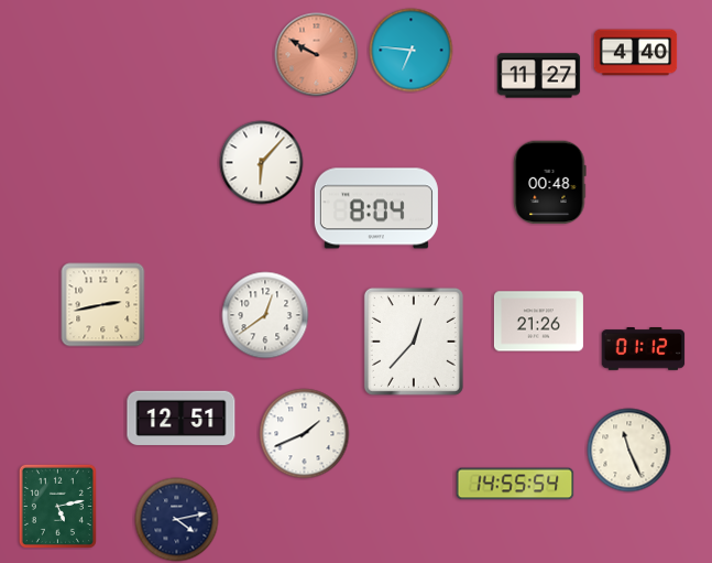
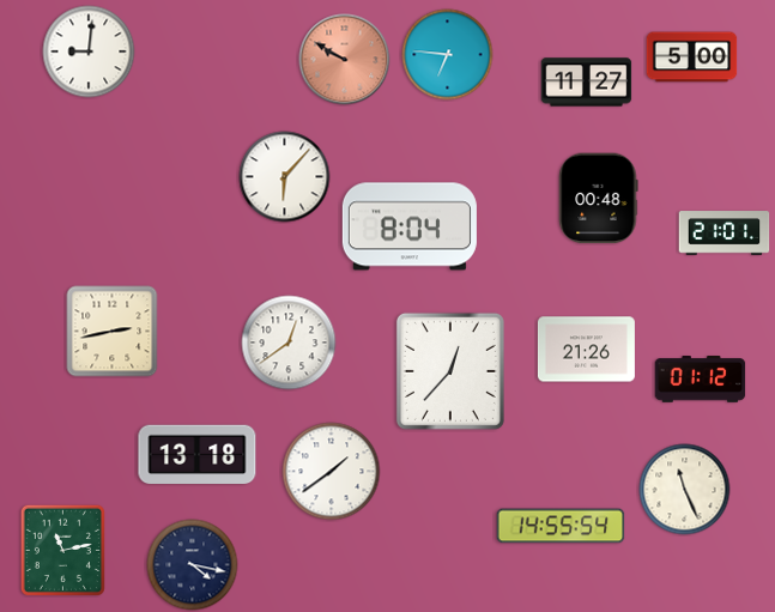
clock at (89, 51): none -> 9:01
clock at (636, 53): 4:40 -> 5:00
clock at (725, 234): none -> 21:01
clock at (182, 419): 12:51 -> 13:18
clock at (305, 434): 1:41 -> 1:39
clock at (57, 506): 5:13 -> 11:13
clock at (177, 520): 4:13 -> 4:17
